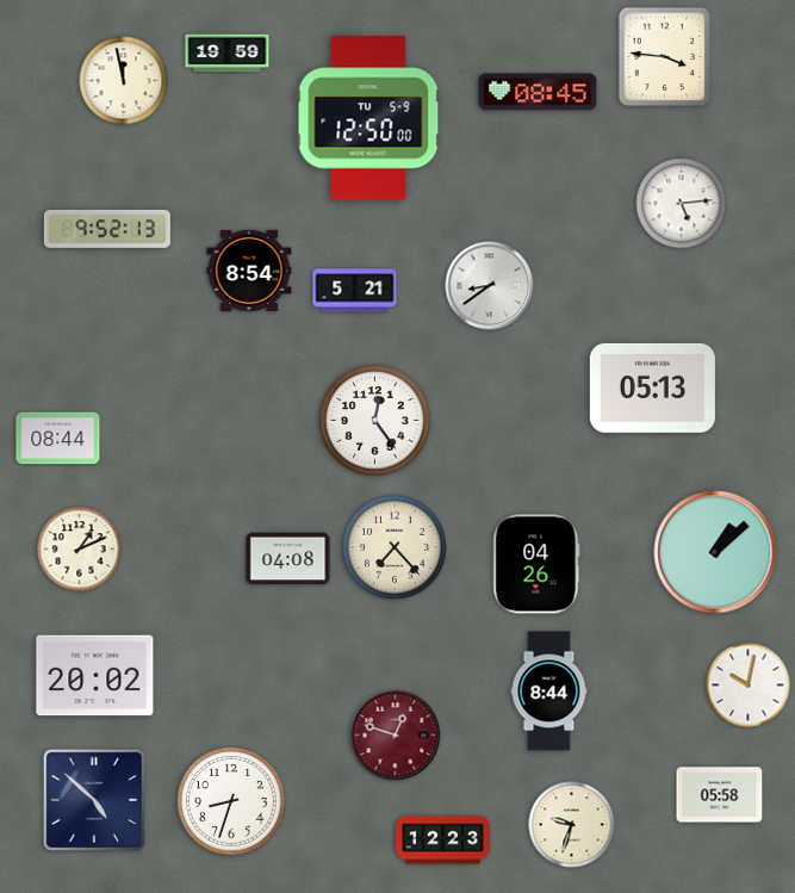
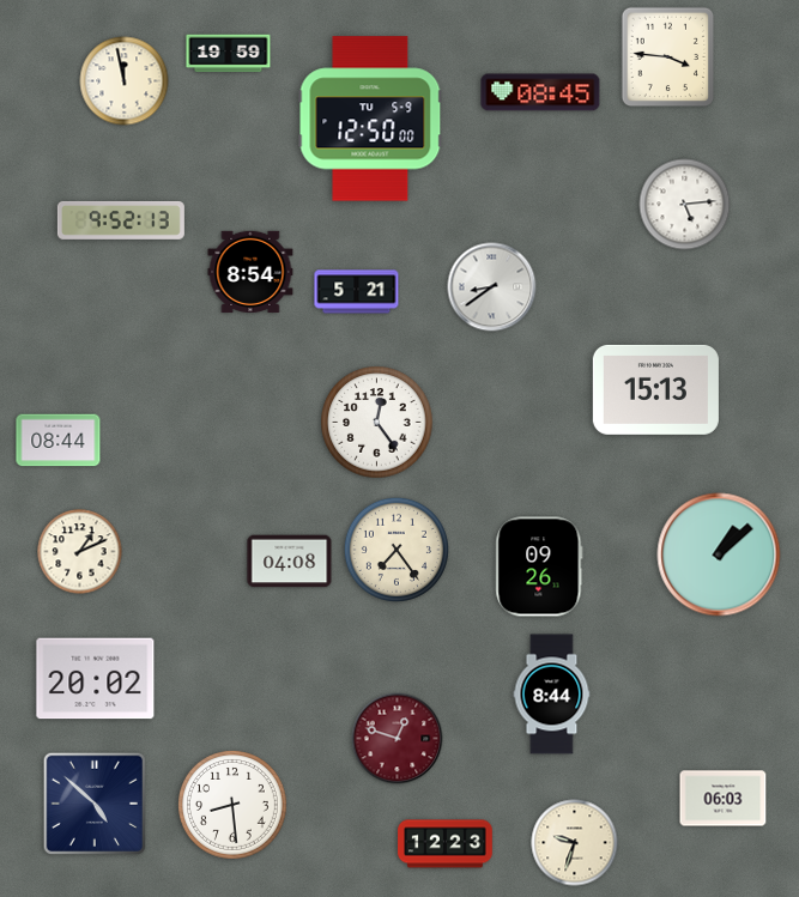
clock at (107, 229) position: (107, 229) -> (121, 220)
clock at (652, 387): 05:13 -> 15:13
clock at (395, 547): 7:23 -> 7:24
clock at (536, 564): 04:26 -> 09:26
clock at (749, 686): 10:02 -> none
clock at (720, 795): 05:58 -> 06:03
clock at (232, 802): 8:33 -> 8:29
clock at (572, 825) position: (572, 825) -> (575, 843)
